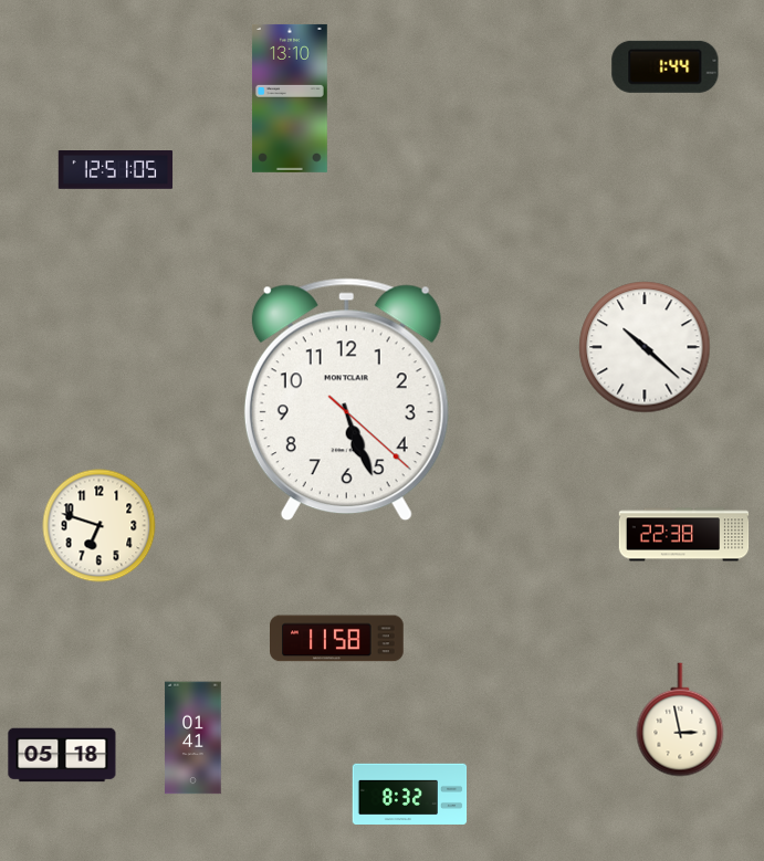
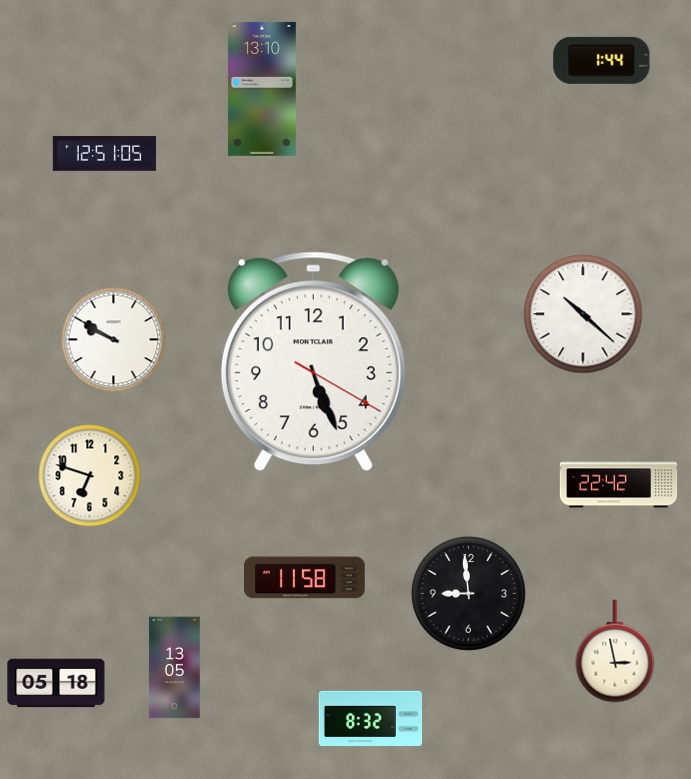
clock at (114, 340): none -> 9:50
clock at (346, 400): 5:26:22 -> 5:26:20
clock at (684, 535): 22:38 -> 22:42
clock at (468, 593): none -> 8:59
clock at (193, 738): 01:41 -> 13:05
